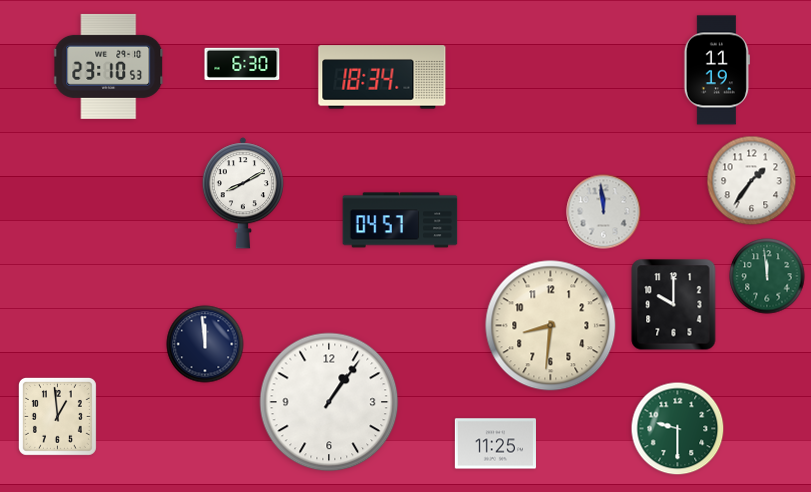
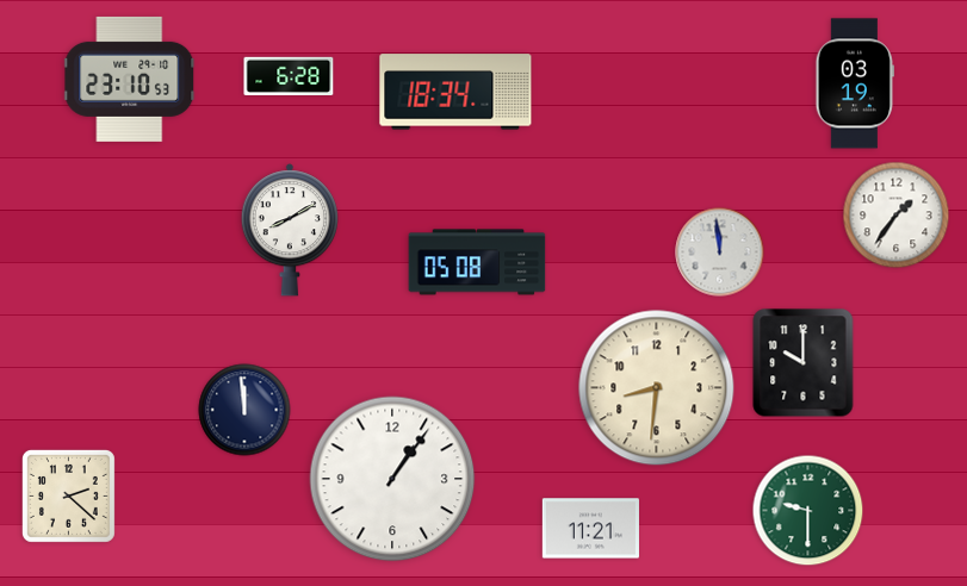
clock at (242, 64): 6:30 -> 6:28
clock at (717, 70): 11:19 -> 03:19
clock at (400, 220): 04:57 -> 05:08
clock at (767, 276): 11:59 -> none
clock at (57, 416): 12:59 -> 2:22
clock at (495, 444): 11:25 -> 11:21
